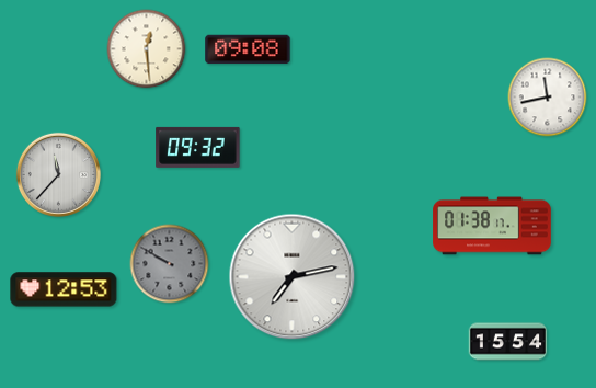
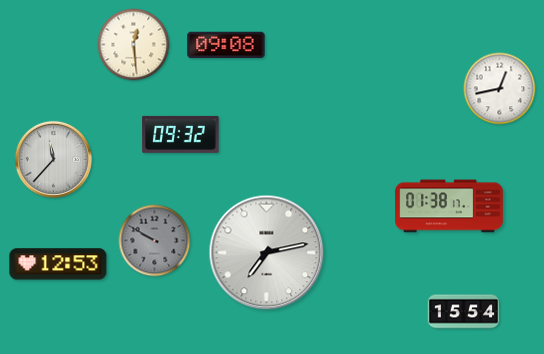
clock at (548, 98): 11:43 -> 12:43
